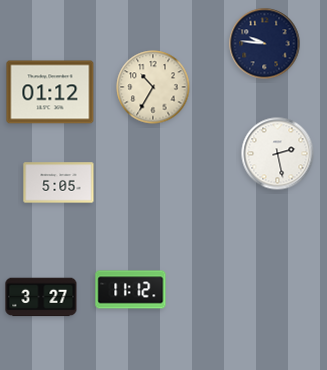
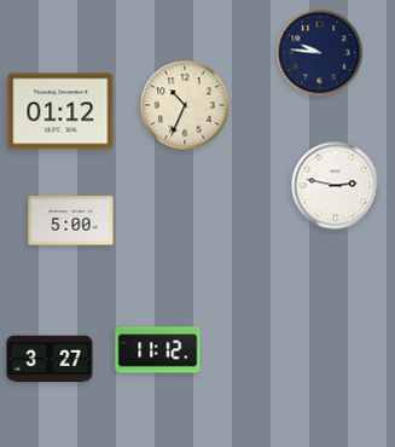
clock at (153, 87): 10:35 -> 10:34
clock at (278, 154): 2:28 -> 2:47
clock at (59, 183): 5:05 -> 5:00
